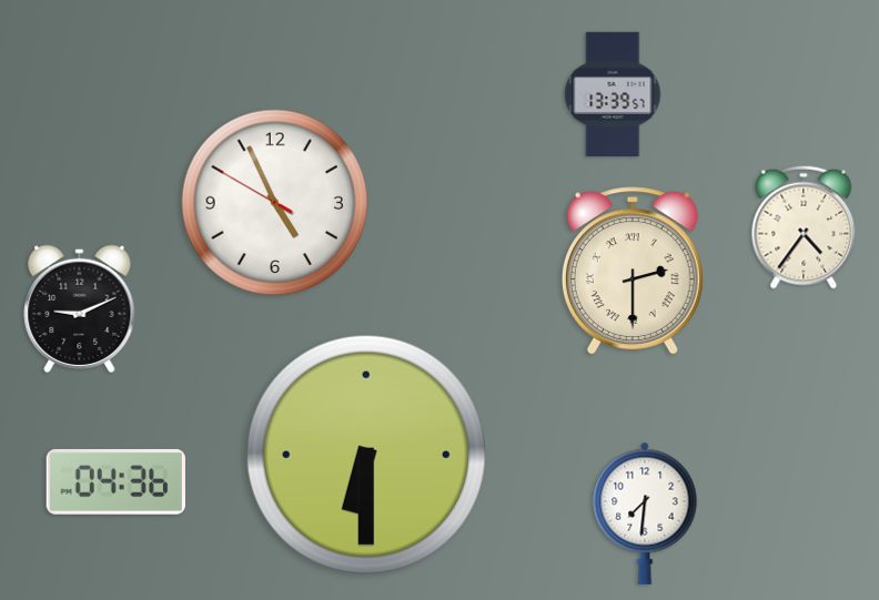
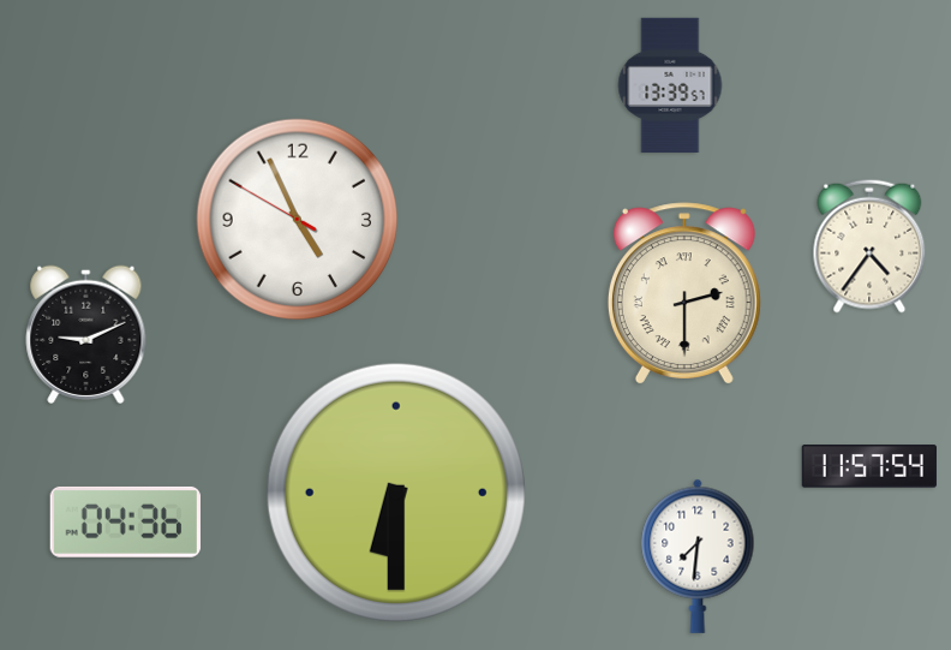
clock at (613, 94) position: (613, 94) -> (670, 85)
clock at (869, 466): none -> 11:57
